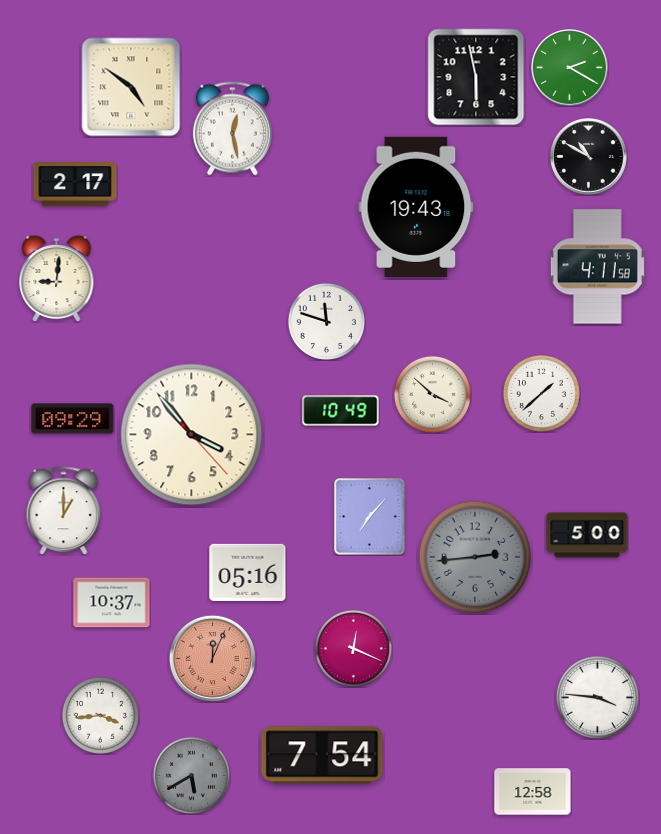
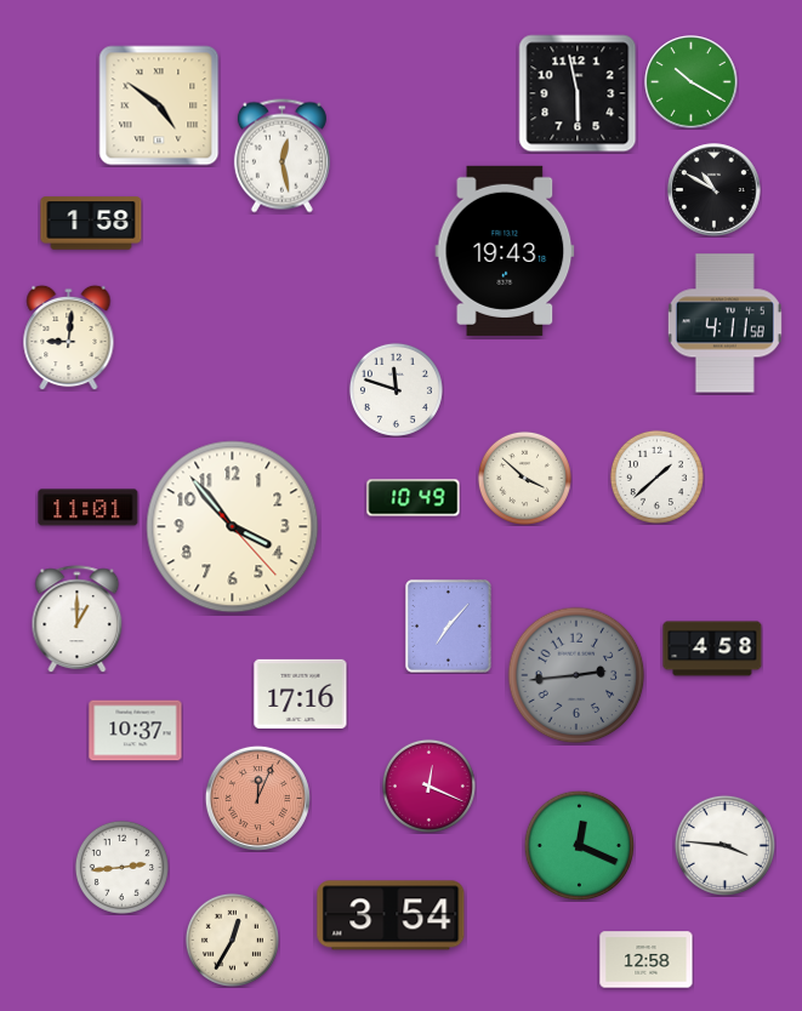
clock at (570, 68): 2:20 -> 10:20
clock at (75, 184): 2:17 -> 1:58
clock at (73, 419): 09:29 -> 11:01
clock at (587, 535): 5:00 -> 4:58
clock at (248, 572): 05:16 -> 17:16
clock at (579, 845): none -> 12:19
clock at (100, 715): 3:44 -> 2:44
clock at (322, 755): 7:54 -> 3:54
clock at (191, 775): 5:40 -> 12:35
clock at (191, 775) dial: grey -> cream
